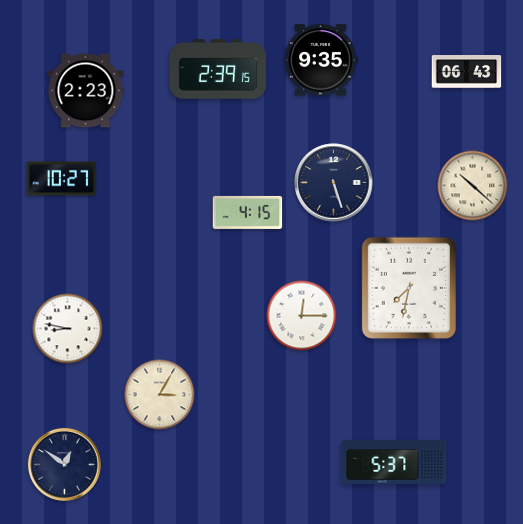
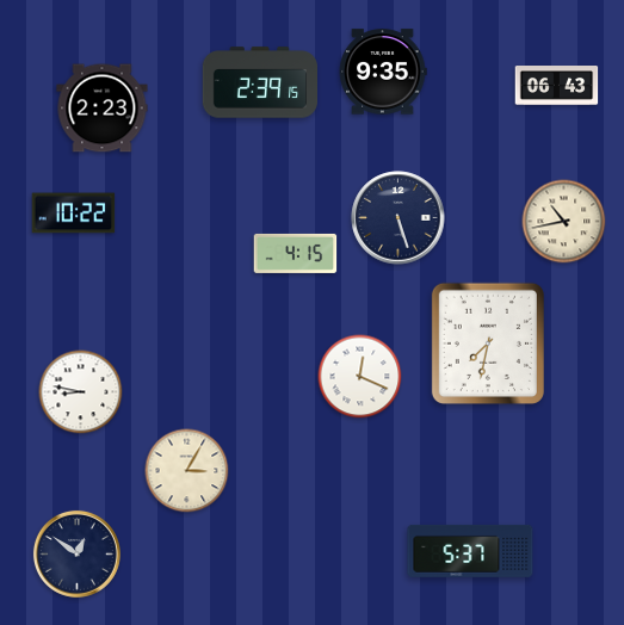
clock at (62, 179): 10:27 -> 10:22
clock at (473, 186): 10:22 -> 10:43
clock at (302, 316): 12:15 -> 12:19
clock at (160, 395) position: (160, 395) -> (187, 471)
